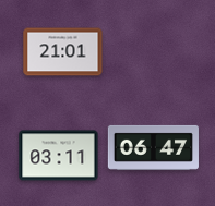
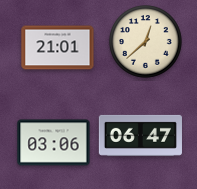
clock at (146, 42): none -> 12:38
clock at (59, 156): 03:11 -> 03:06
